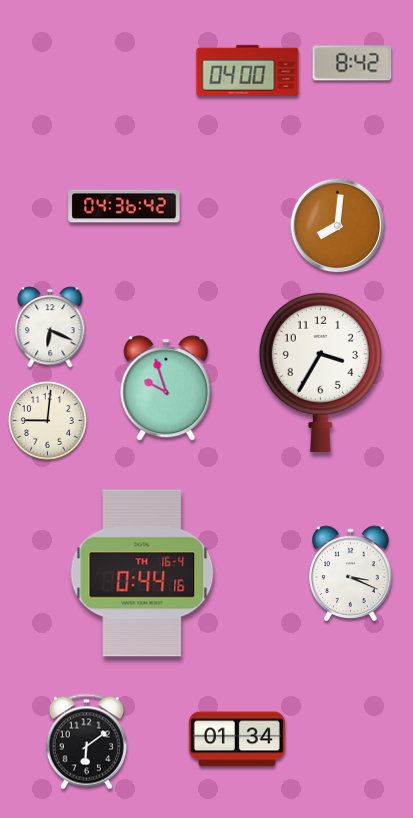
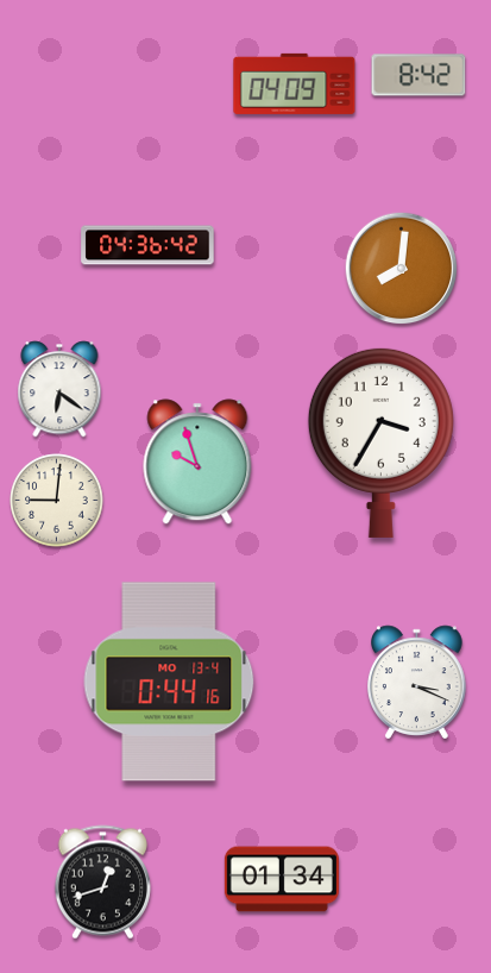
clock at (248, 70): 04:00 -> 04:09
clock at (50, 327): 6:19 -> 6:21
clock at (142, 573) date: TH 16-4 -> MO 13-4
clock at (86, 742): 6:09 -> 12:42
